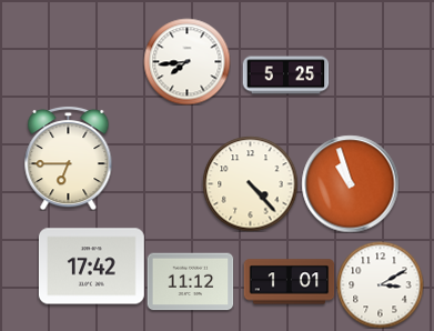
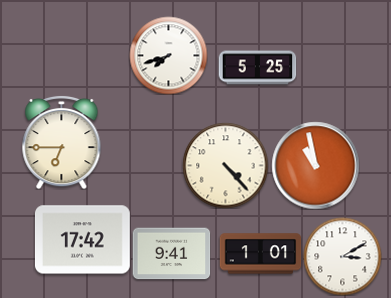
clock at (186, 61): 7:44 -> 7:42
clock at (350, 183): 10:57 -> 10:58
clock at (190, 282): 11:12 -> 9:41
